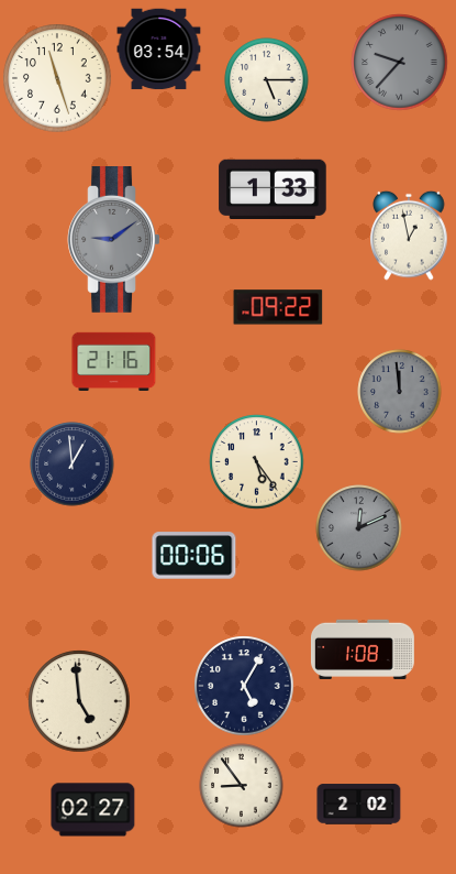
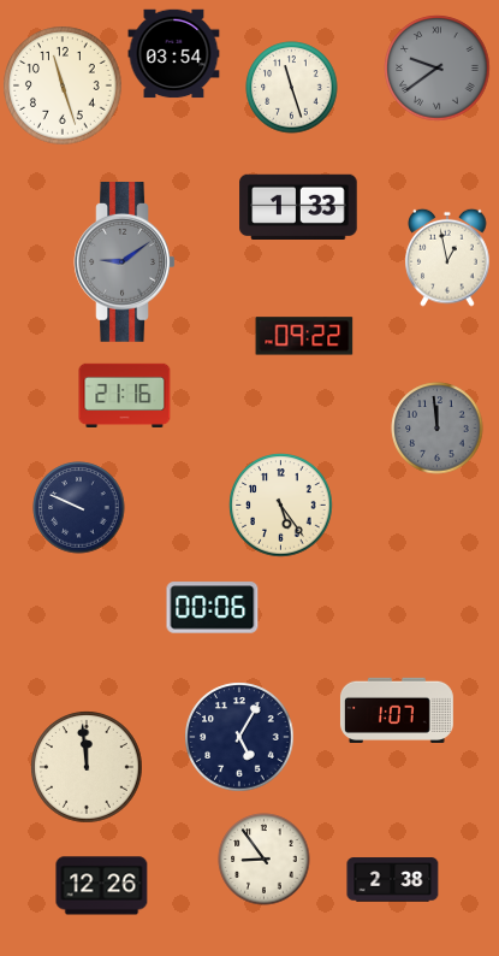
clock at (400, 63): 9:37 -> 9:39
clock at (267, 80): 5:15 -> 11:27
clock at (73, 465): 12:59 -> 9:49
clock at (359, 528): 12:11 -> none
clock at (363, 649): 1:08 -> 1:07
clock at (244, 686) position: (244, 686) -> (239, 737)
clock at (79, 701): 4:59 -> 11:59
clock at (359, 805): 2:02 -> 2:38
clock at (93, 810): 02:27 -> 12:26
